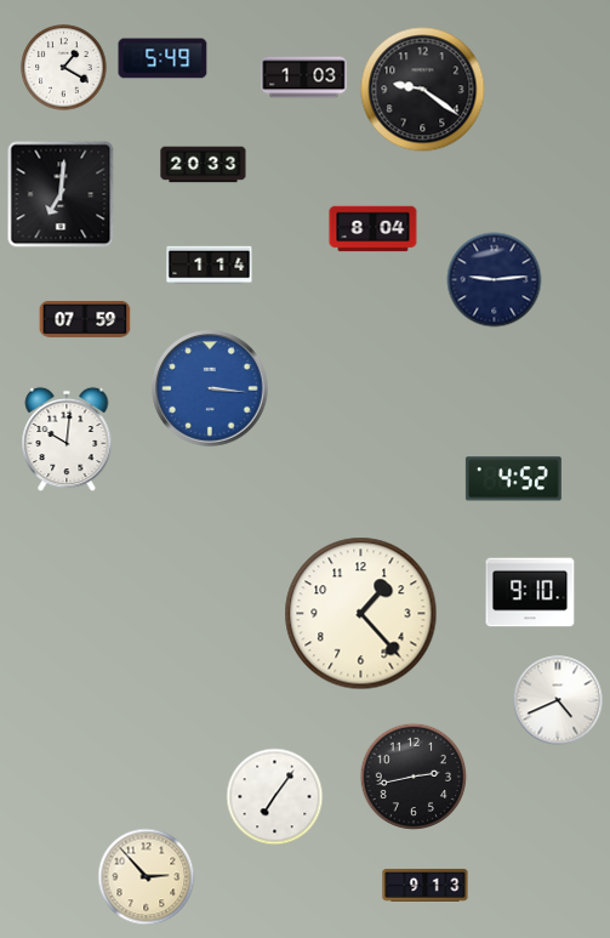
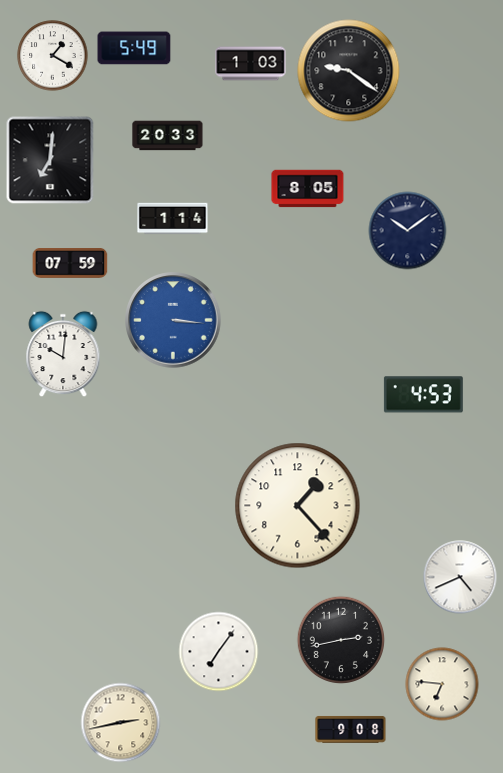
clock at (423, 90) position: (423, 90) -> (349, 71)
clock at (374, 229): 8:04 -> 8:05
clock at (495, 280): 9:14 -> 10:09
clock at (67, 439) position: (67, 439) -> (63, 354)
clock at (513, 479): 4:52 -> 4:53
clock at (530, 592): 9:10 -> none
clock at (275, 797) position: (275, 797) -> (219, 652)
clock at (442, 684): none -> 6:46
clock at (147, 877): 2:53 -> 2:43
clock at (426, 885): 9:13 -> 9:08
